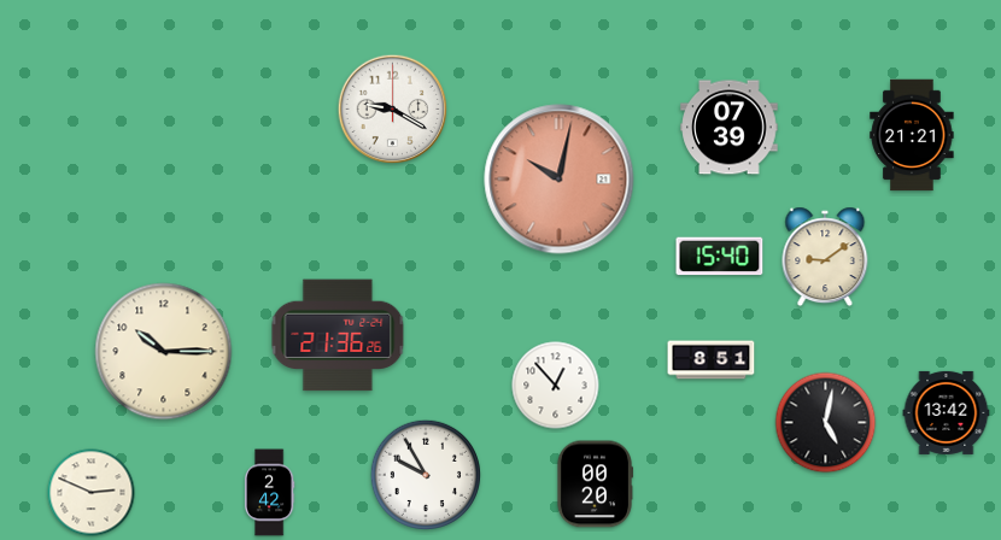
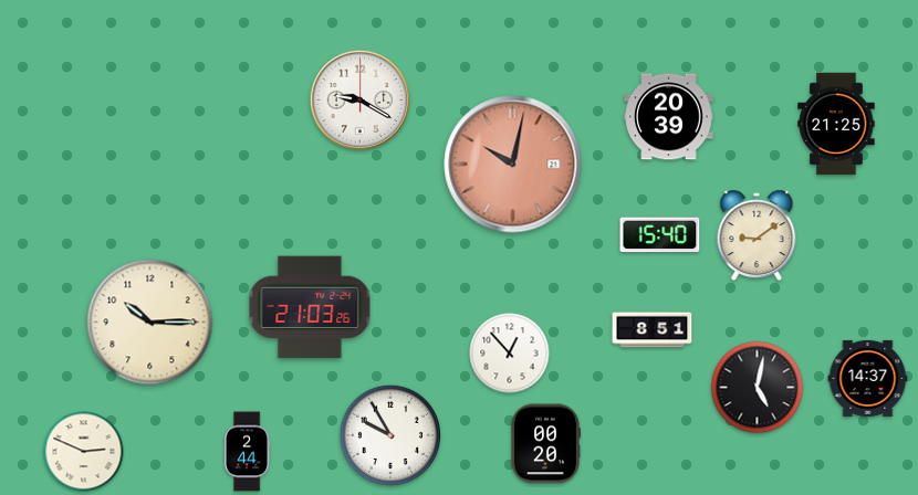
clock at (730, 128): 07:39 -> 20:39
clock at (912, 135): 21:21 -> 21:25
clock at (338, 335): 21:36 -> 21:03
clock at (947, 412): 13:42 -> 14:37
clock at (269, 493): 2:42 -> 2:44
